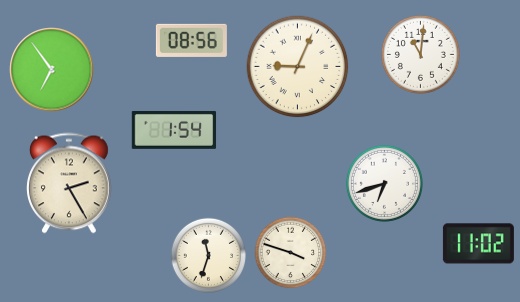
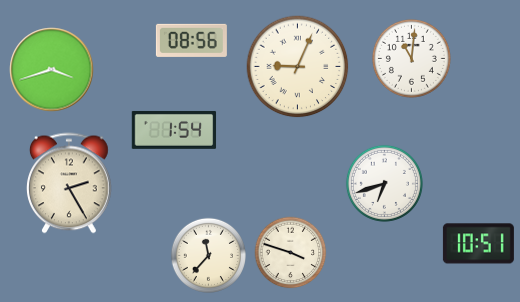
clock at (420, 54) position: (420, 54) -> (411, 58)
clock at (52, 70): 6:54 -> 3:42
clock at (478, 244): 11:02 -> 10:51
clock at (208, 255): 11:33 -> 11:37
